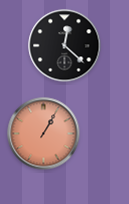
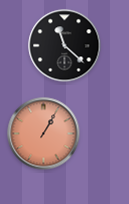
clock at (65, 46): 12:22 -> 11:22
